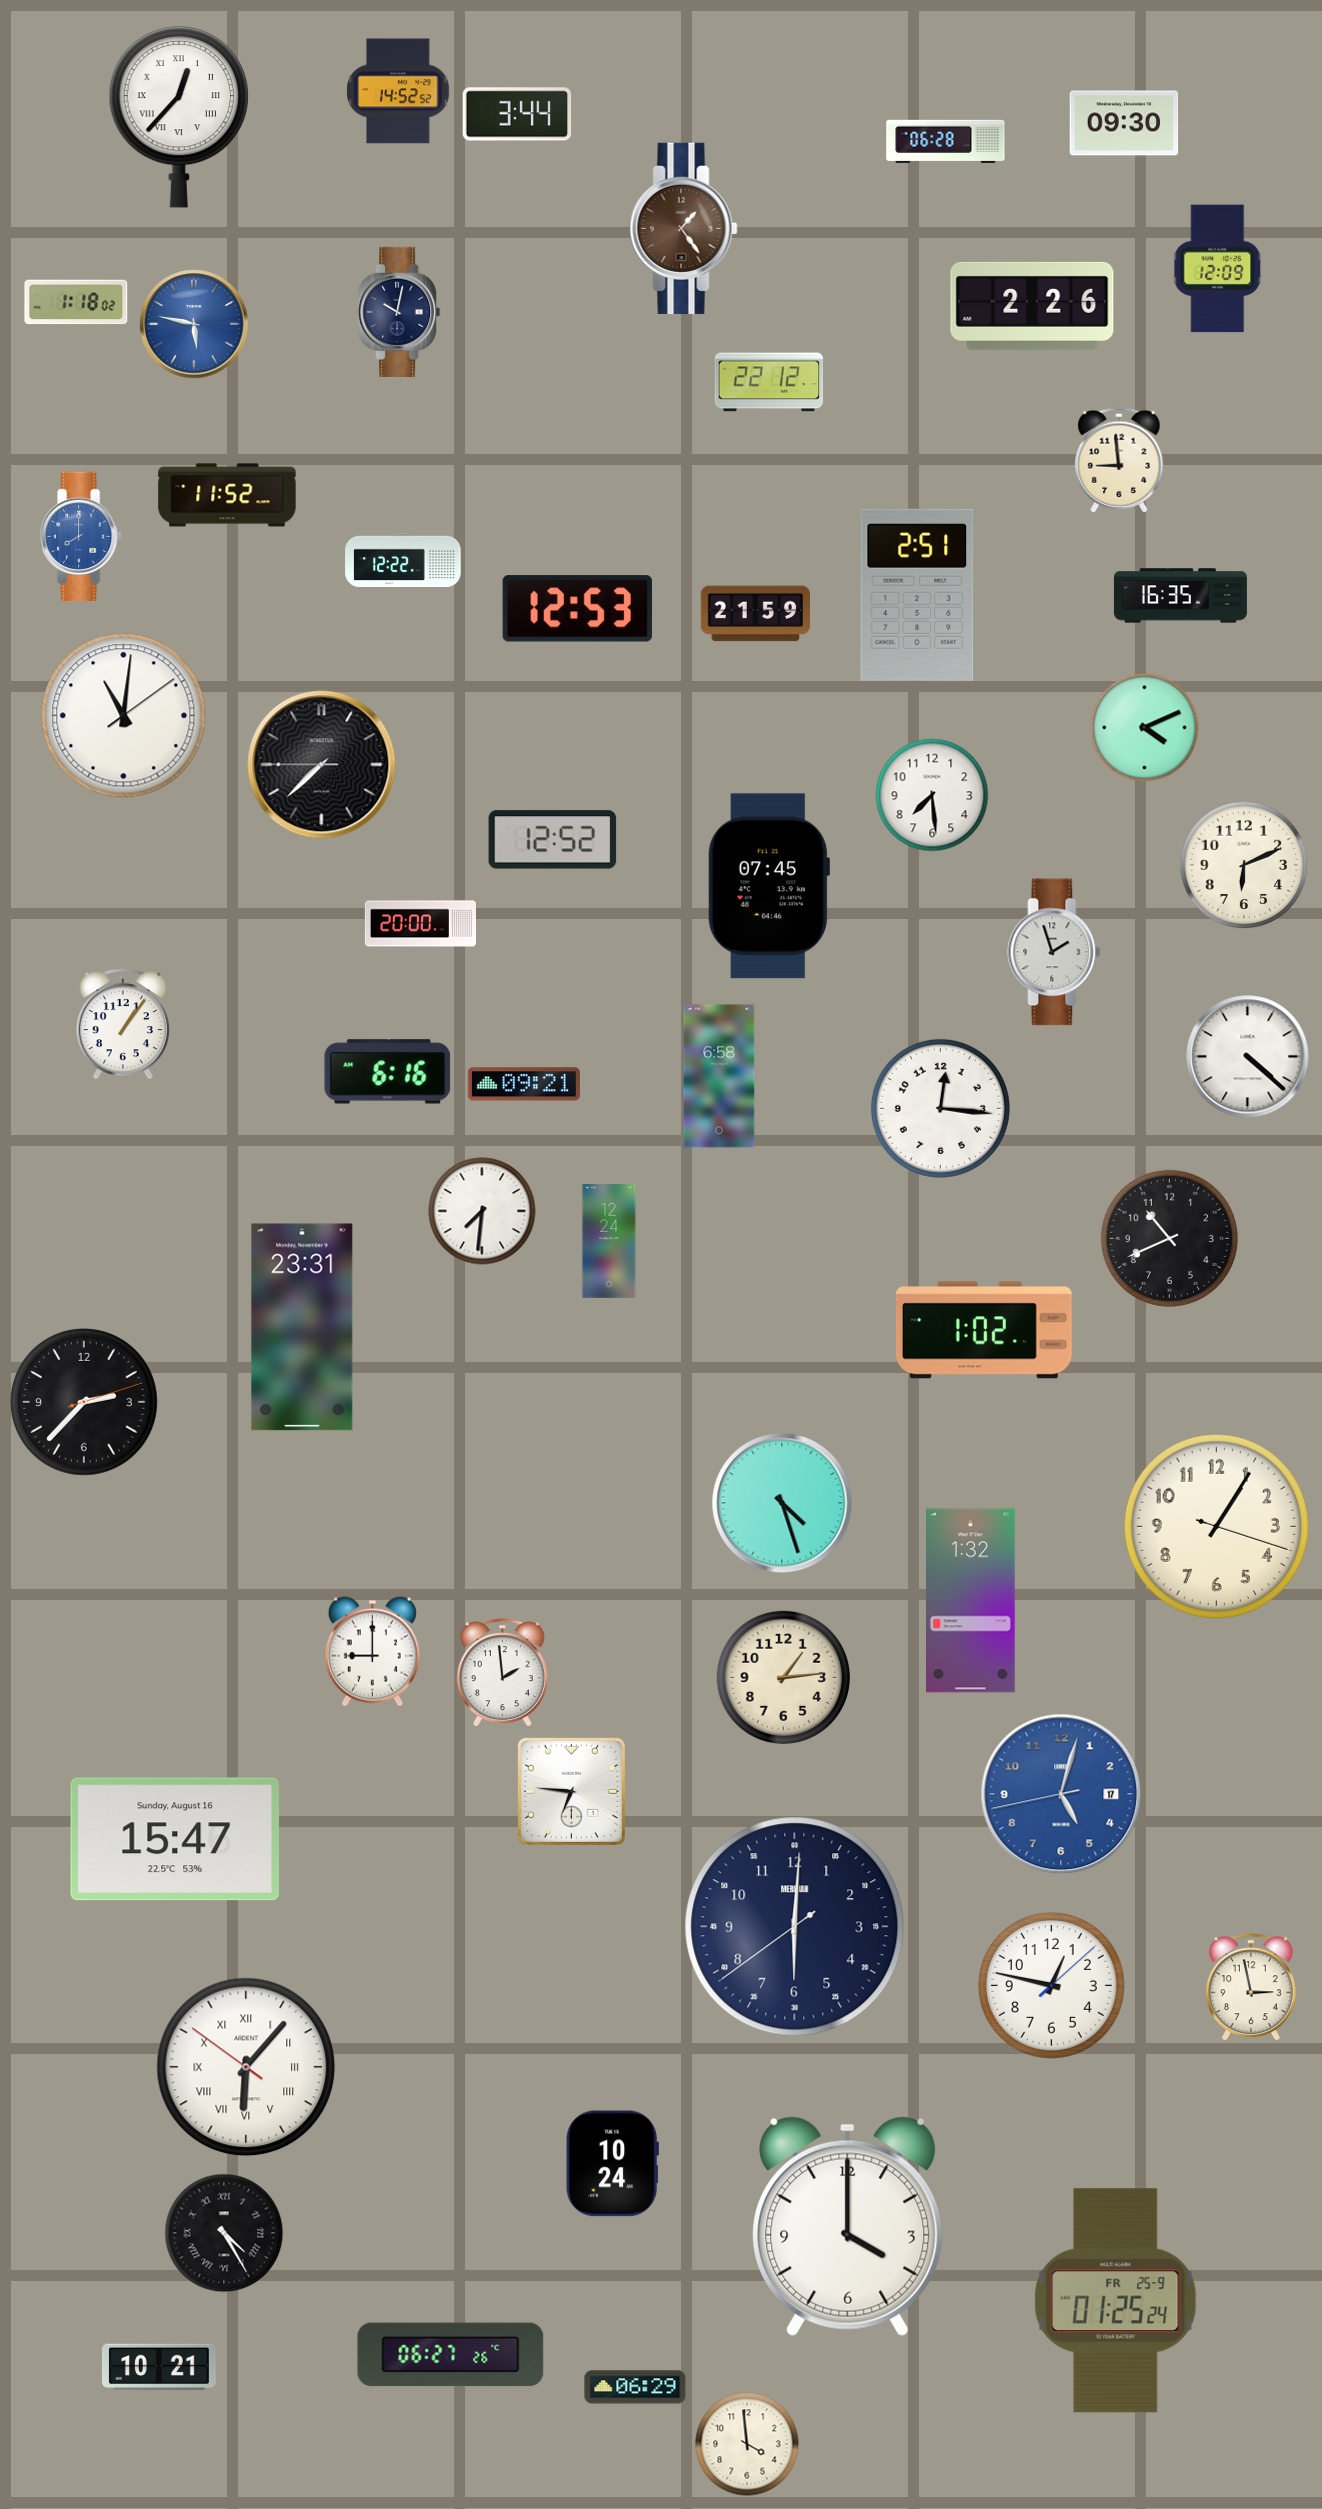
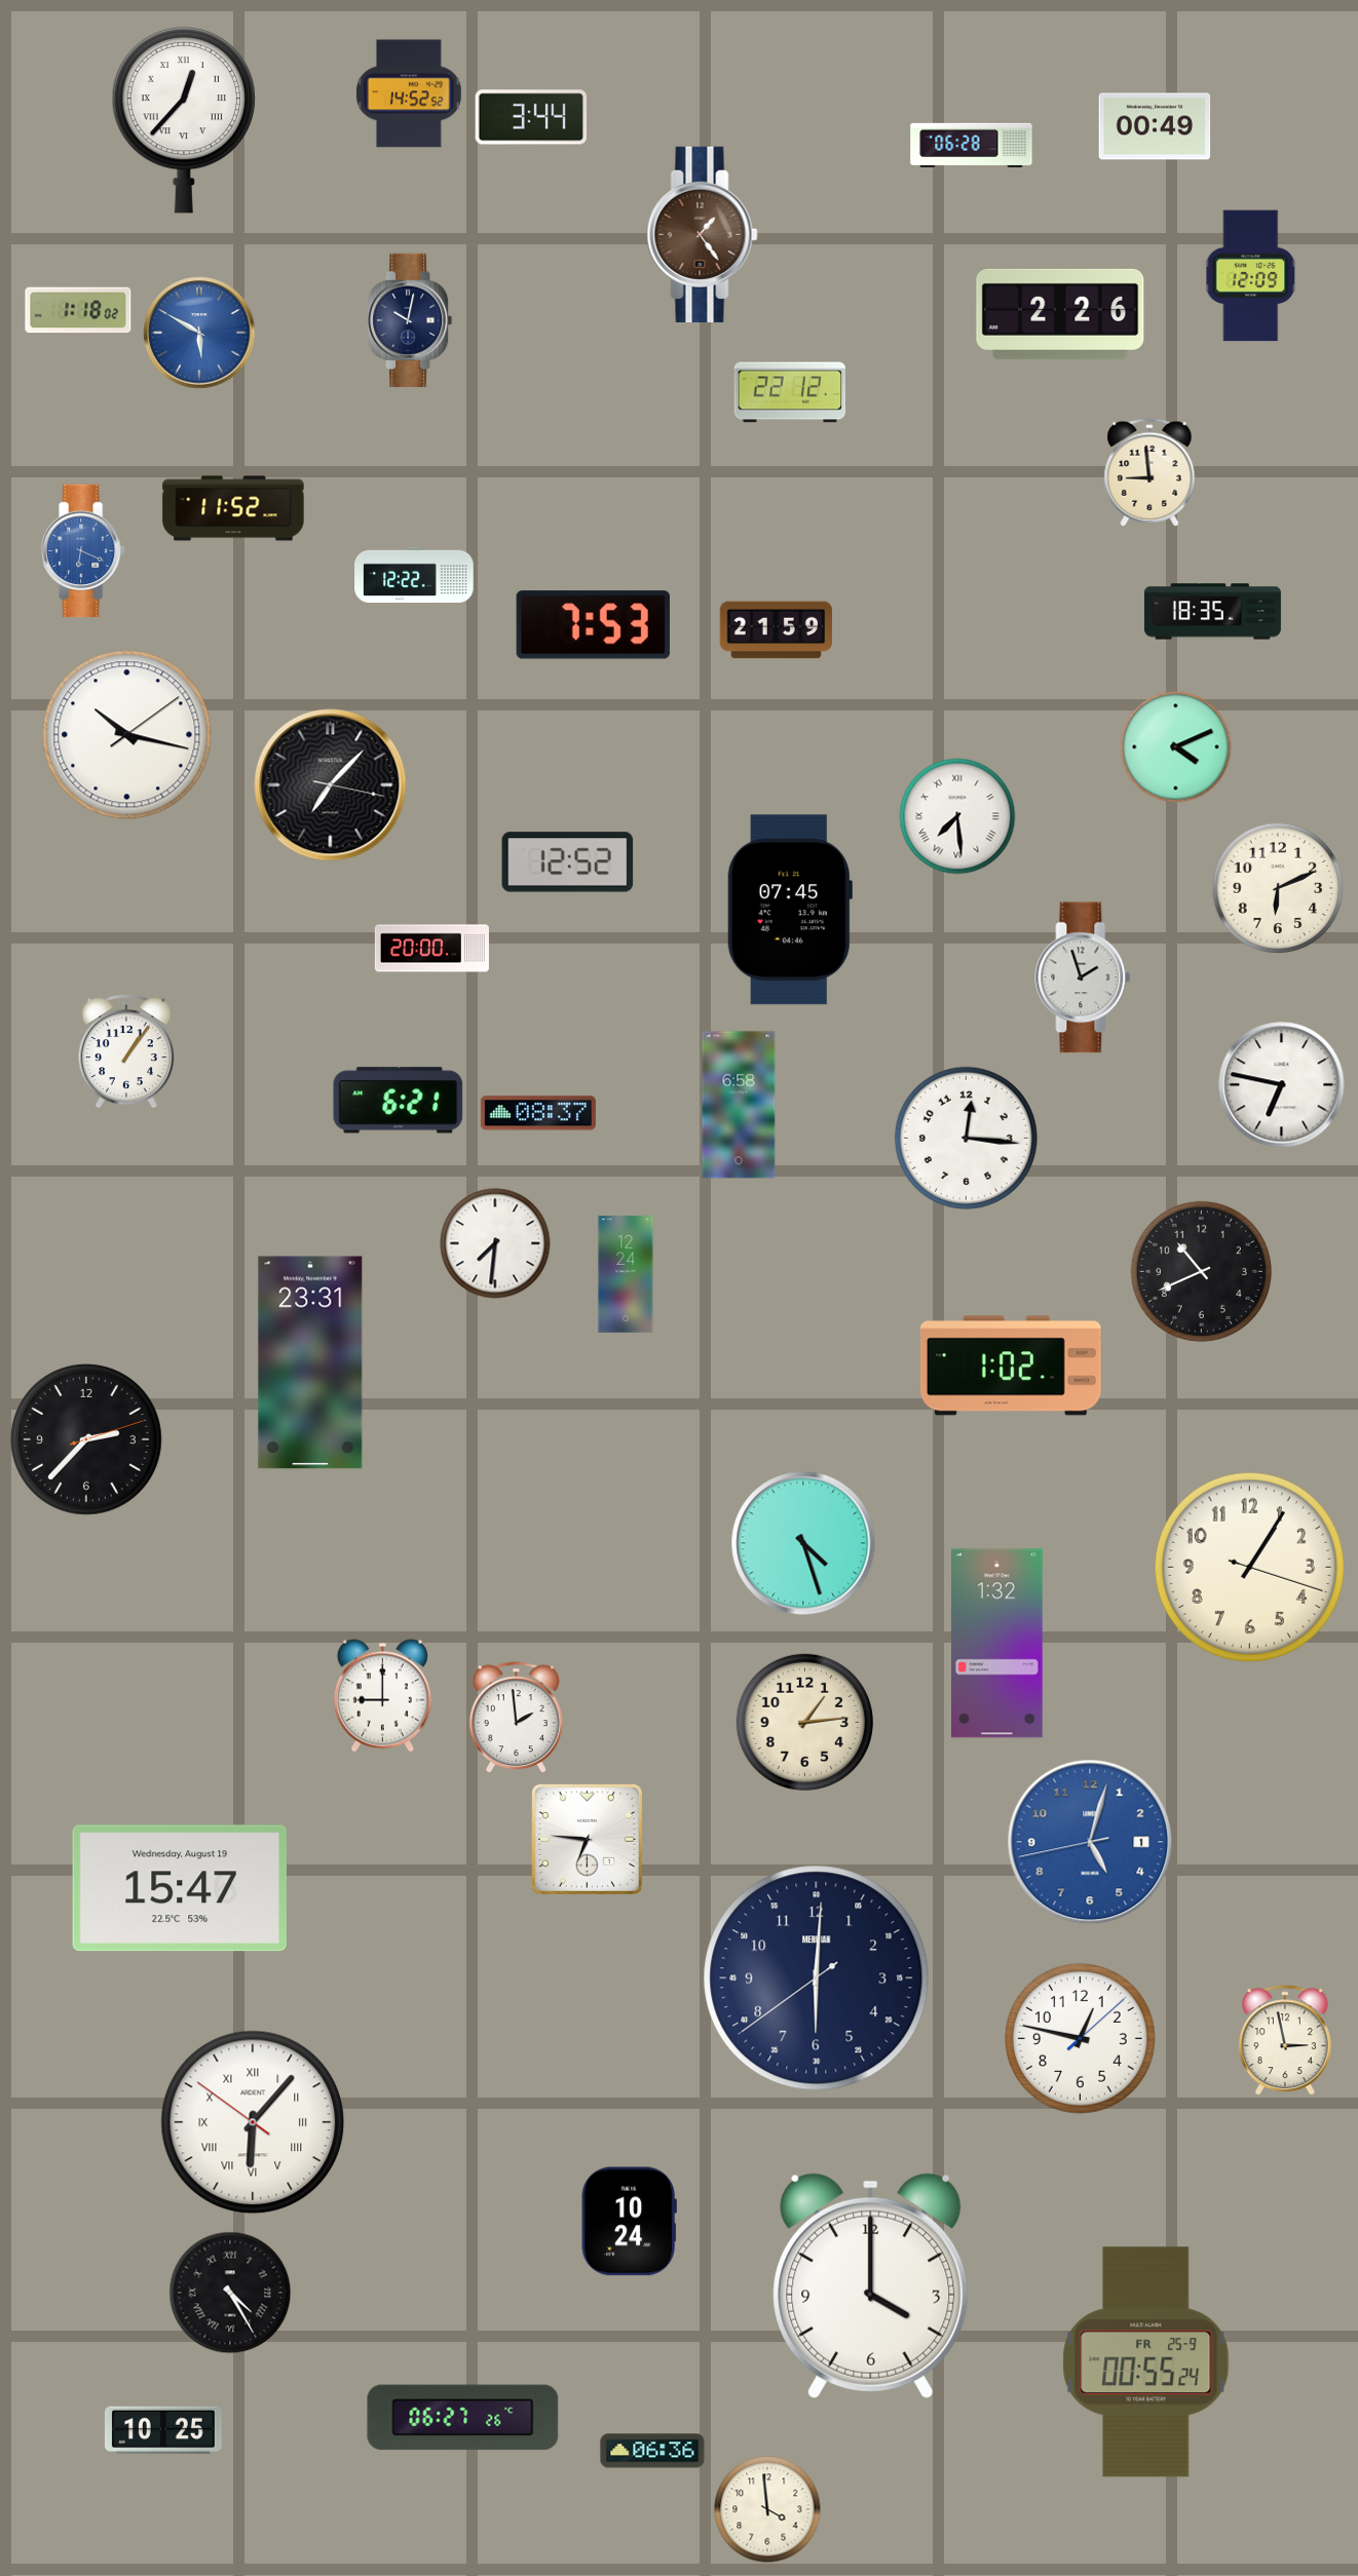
clock at (1124, 123): 09:30 -> 00:49
clock at (194, 324): 5:47 -> 5:50
clock at (81, 537): 8:00 -> 6:19
clock at (917, 595): 2:51 -> none
clock at (1180, 596): 16:35 -> 18:35
clock at (577, 609): 12:53 -> 7:53
clock at (124, 716): 11:01 -> 10:17
clock at (322, 765): 7:37 -> 7:07
clock at (932, 795) numerals: Arabic -> Roman
clock at (1248, 1057): 4:22 -> 6:47
clock at (388, 1072): 6:16 -> 6:21
clock at (524, 1084): 09:21 -> 08:37
clock at (1061, 1794) date: 17 -> 1
clock at (174, 1839) date: Sunday, August 16 -> Wednesday, August 19
clock at (1116, 2301): 01:25 -> 00:55
clock at (159, 2367): 10:21 -> 10:25
clock at (635, 2387): 06:29 -> 06:36
